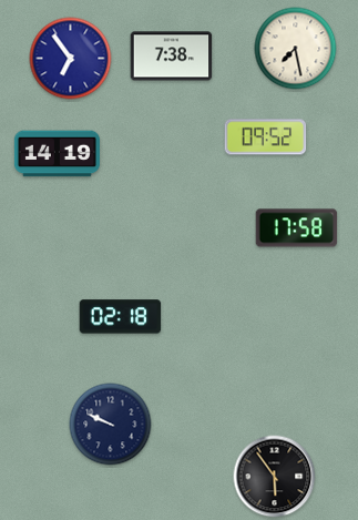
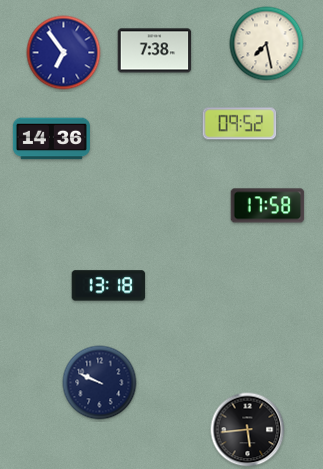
clock at (57, 154): 14:19 -> 14:36
clock at (121, 317): 02:18 -> 13:18
clock at (275, 477): 5:54 -> 5:44
